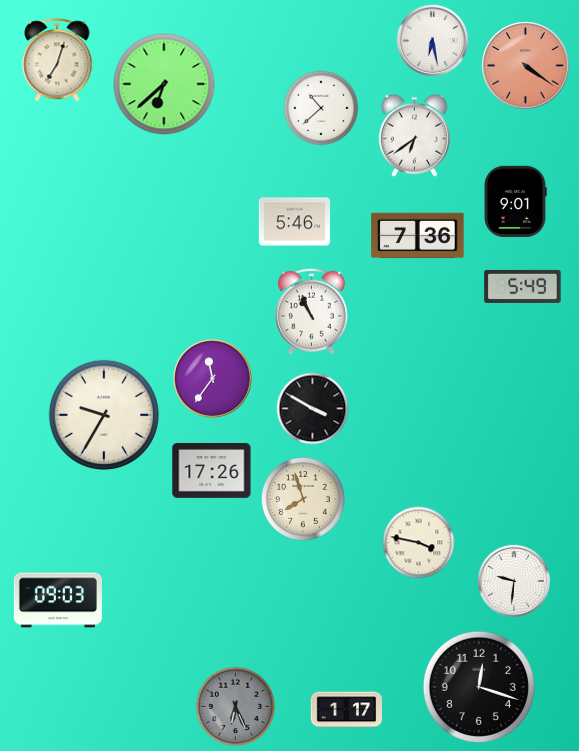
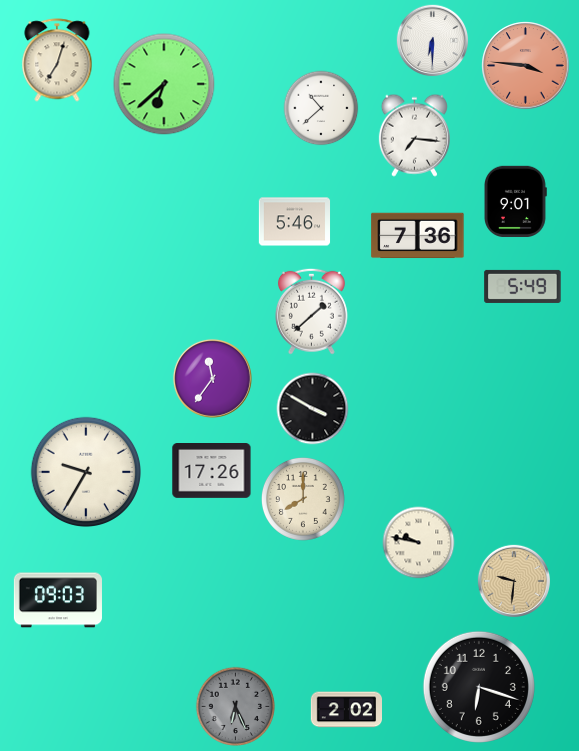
clock at (433, 41): 6:28 -> 6:30
clock at (526, 66): 4:21 -> 3:46
clock at (414, 135): 6:39 -> 7:16
clock at (311, 311): 10:56 -> 1:38
clock at (103, 414) position: (103, 414) -> (85, 471)
clock at (303, 499): 7:57 -> 8:00
clock at (419, 543): 3:47 -> 9:47
clock at (513, 580) dial: white -> champagne
clock at (479, 687): 12:18 -> 6:18
clock at (346, 710): 1:17 -> 2:02
